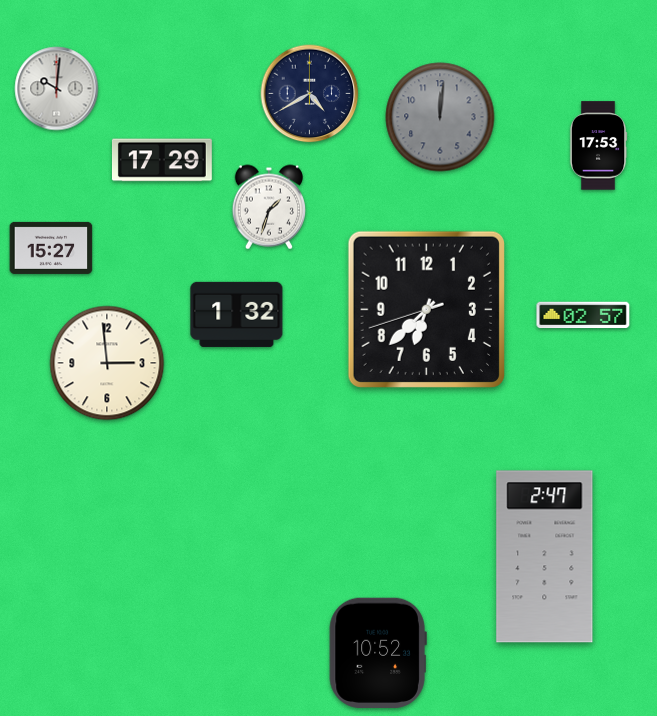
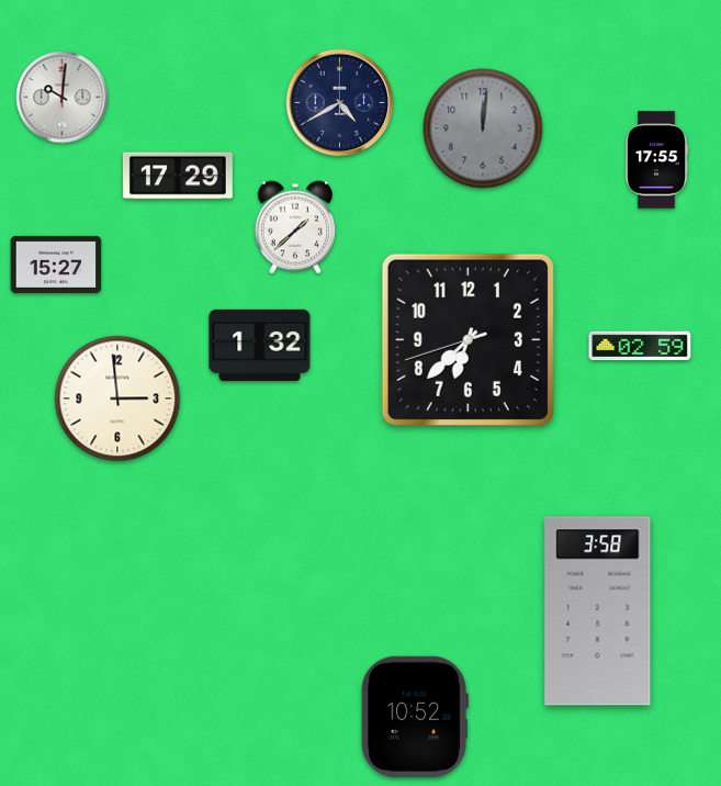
clock at (598, 146): 17:53 -> 17:55
clock at (268, 207): 1:33 -> 1:38
clock at (51, 248) position: (51, 248) -> (56, 265)
clock at (583, 315): 02:57 -> 02:59
clock at (545, 557): 2:47 -> 3:58
